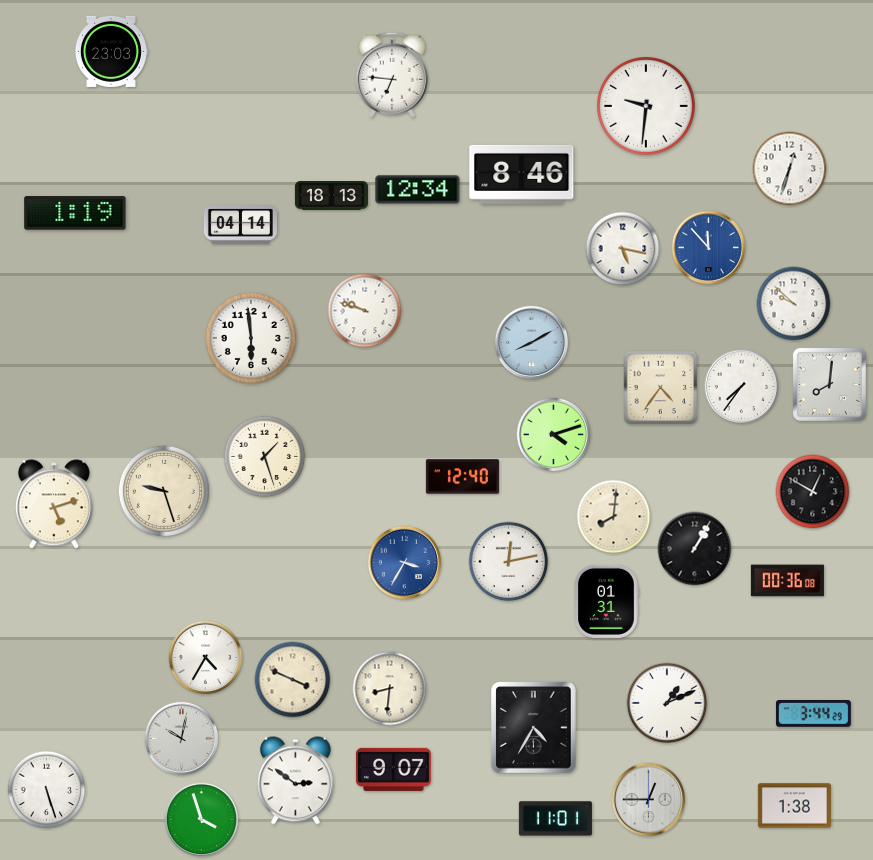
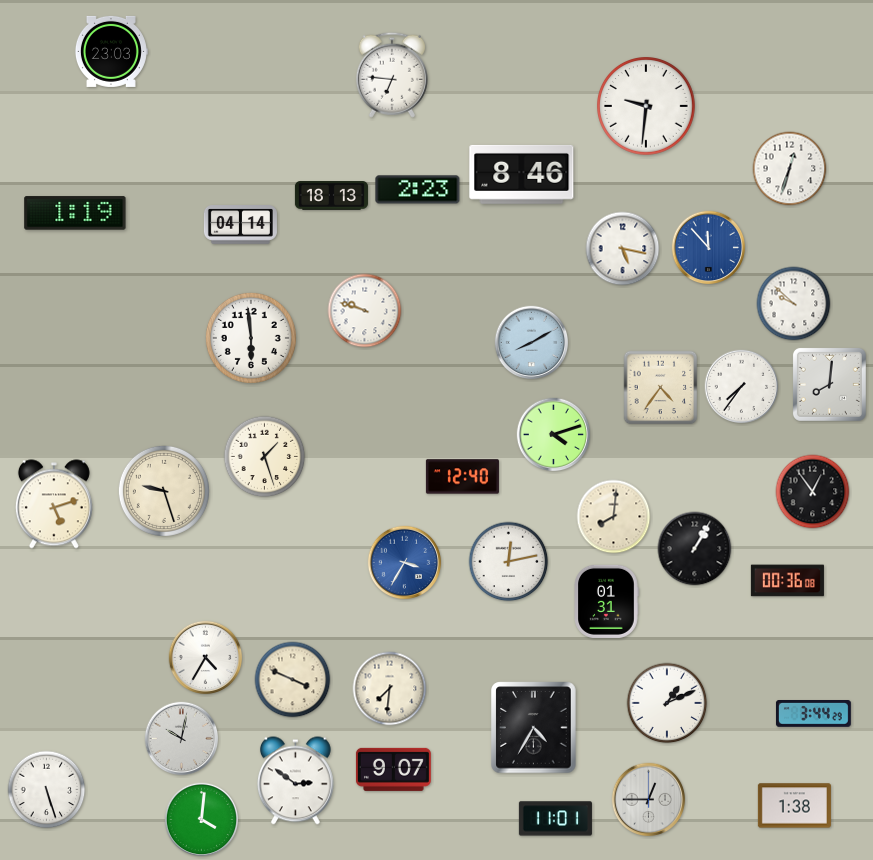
clock at (418, 190): 12:34 -> 2:23
clock at (813, 492): 12:50 -> 12:54
clock at (390, 689): 8:31 -> 7:31
clock at (202, 820): 3:57 -> 4:01
